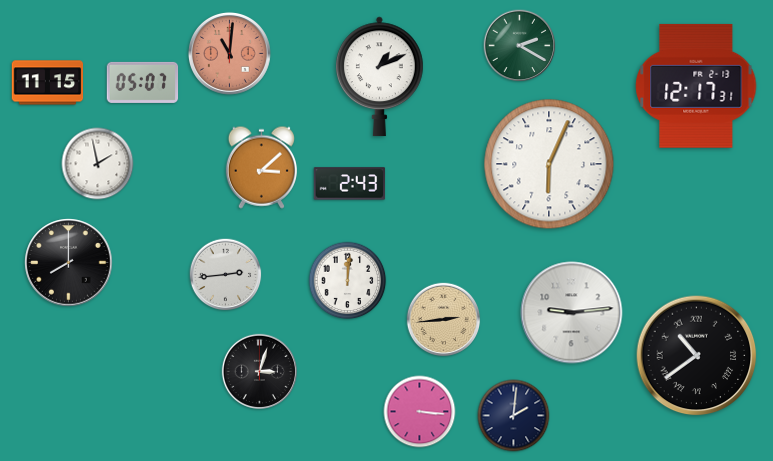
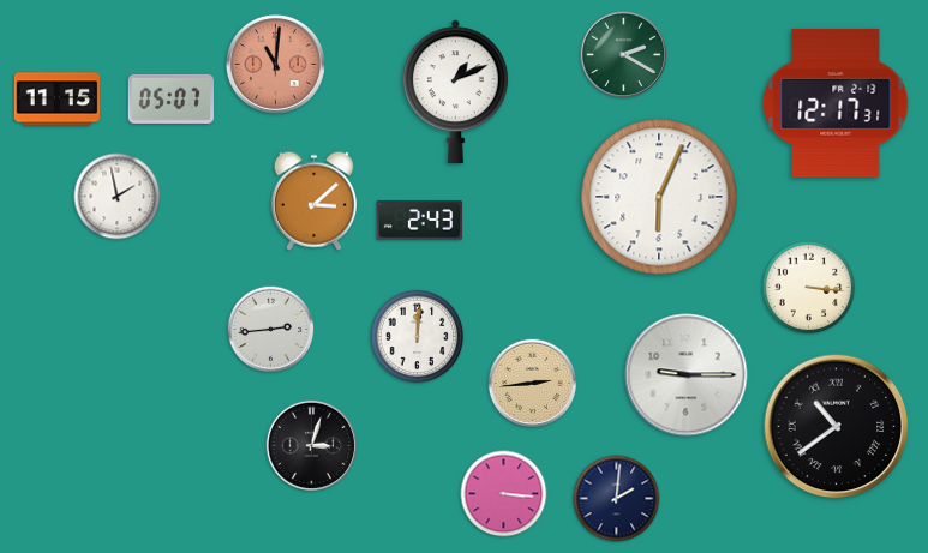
clock at (809, 288): none -> 3:16
clock at (69, 263): 8:00 -> none
clock at (572, 313): 9:14 -> 9:15
